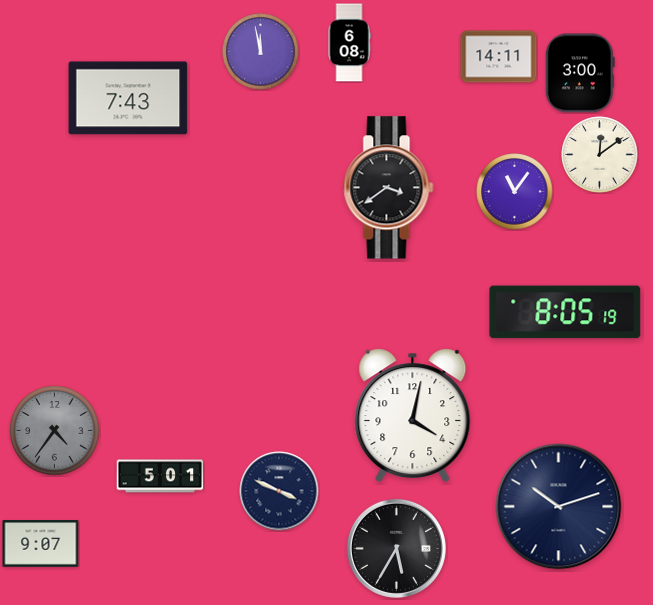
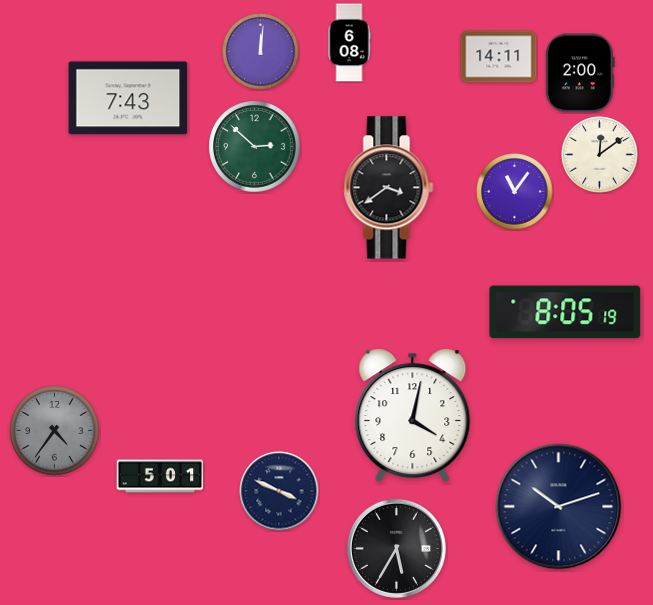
clock at (261, 52): 11:58 -> 12:01
clock at (580, 73): 3:00 -> 2:00
clock at (255, 147): none -> 2:52
clock at (41, 544): 9:07 -> none
